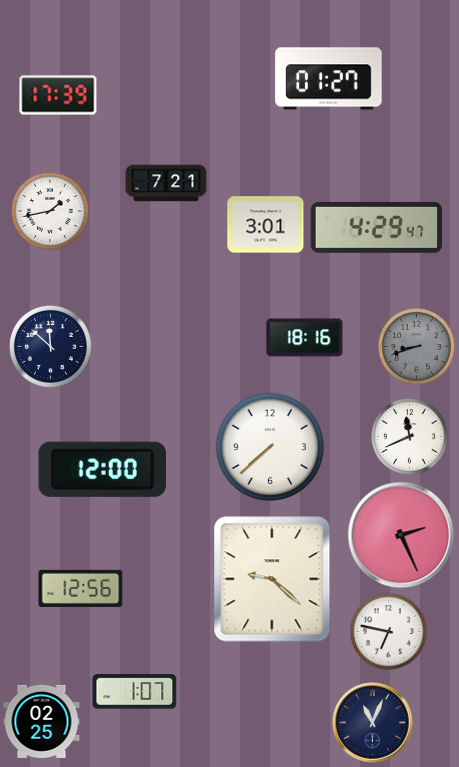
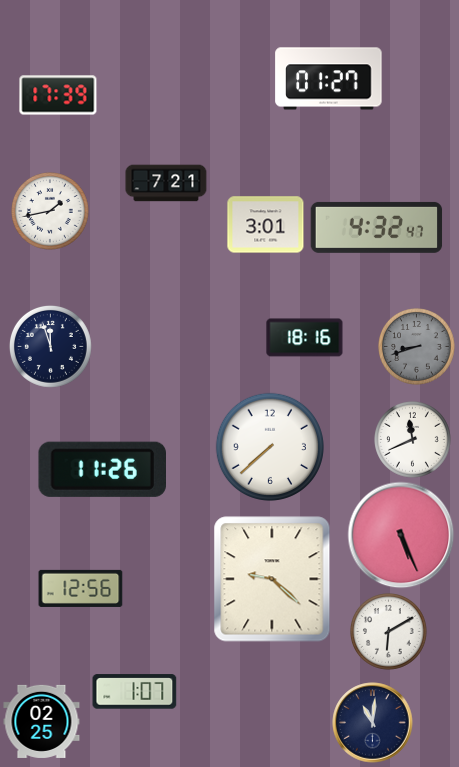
clock at (377, 227): 4:29 -> 4:32
clock at (50, 346): 11:52 -> 11:57
clock at (410, 437) position: (410, 437) -> (413, 440)
clock at (102, 469): 12:00 -> 11:26
clock at (401, 535): 2:26 -> 5:26
clock at (389, 632): 6:47 -> 6:10
clock at (373, 723): 11:04 -> 11:01
